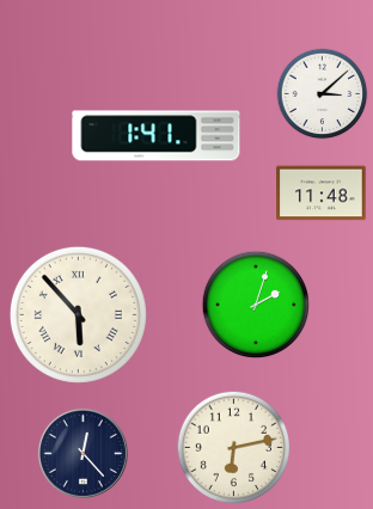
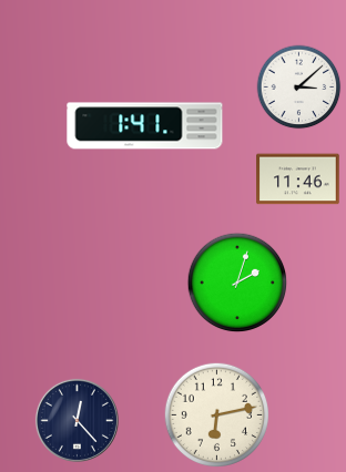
clock at (322, 194): 11:48 -> 11:46
clock at (78, 314): 5:53 -> none
